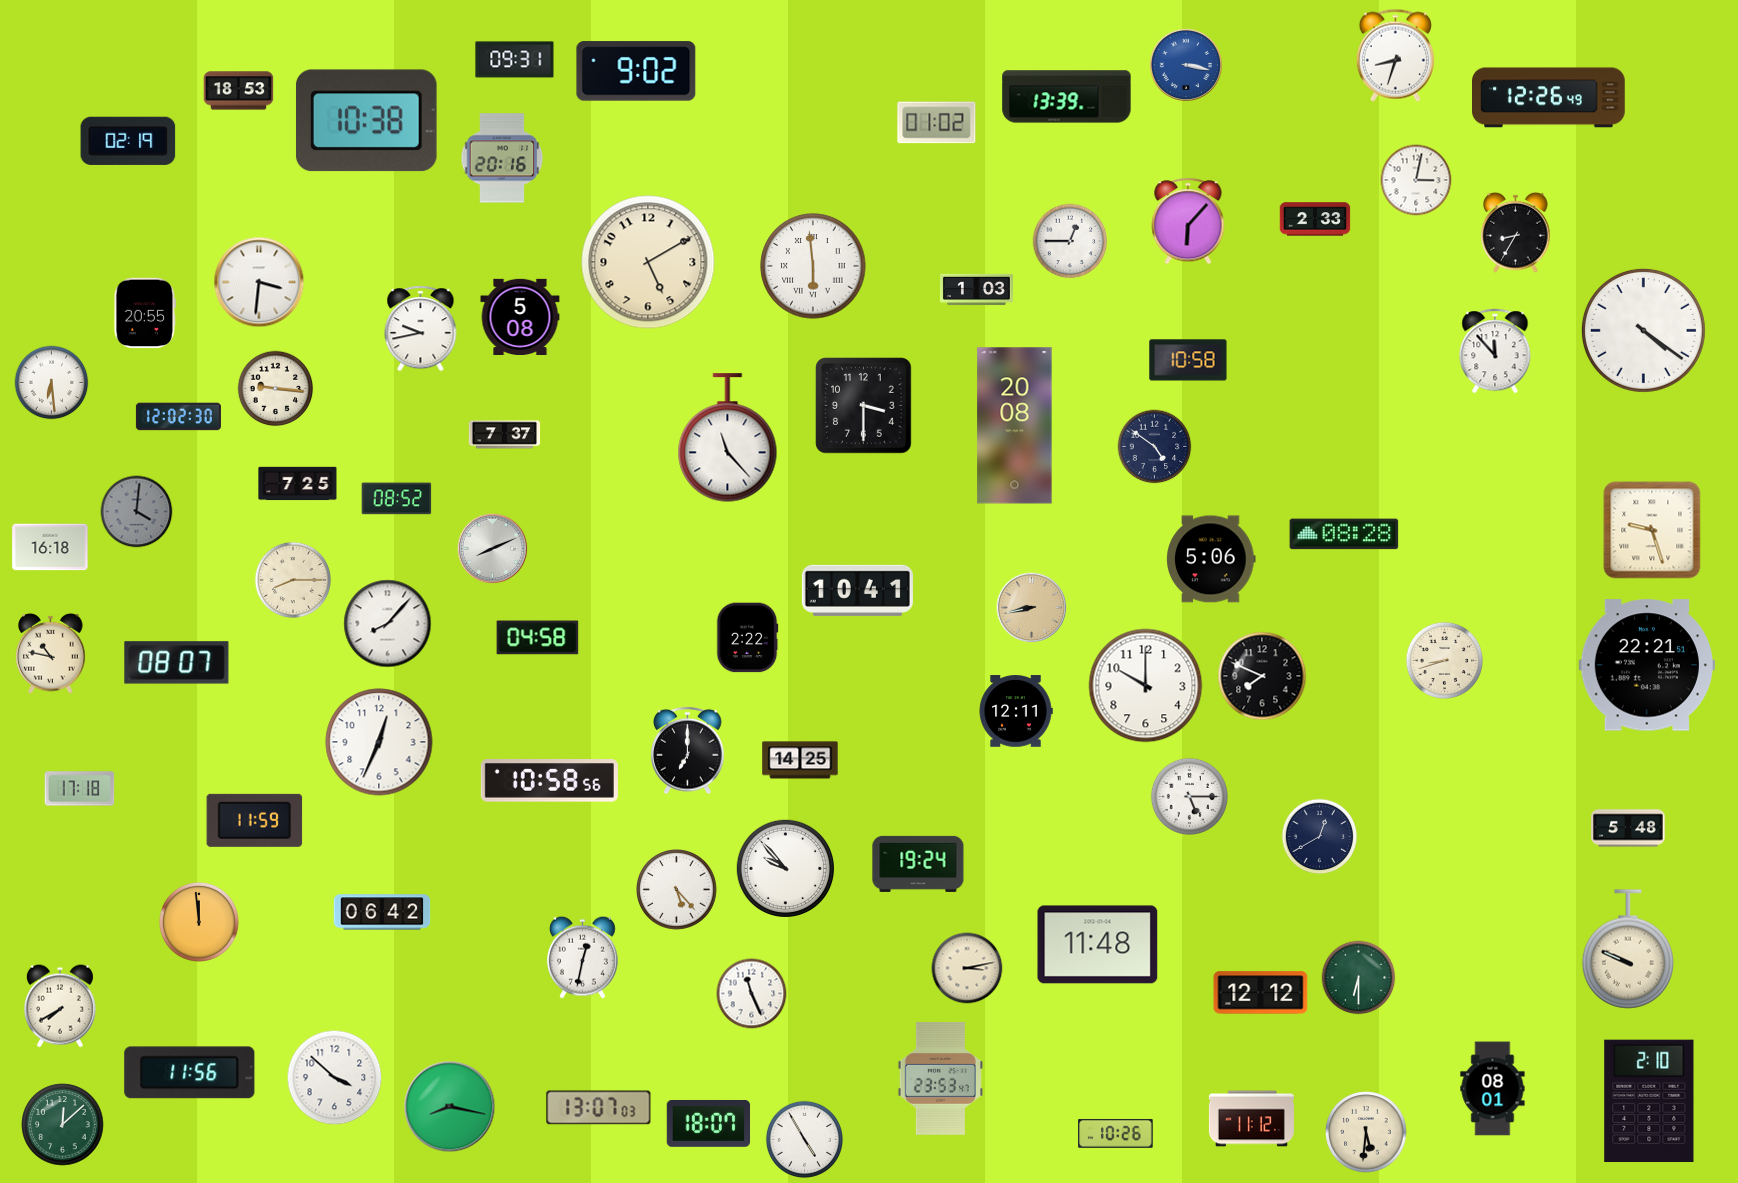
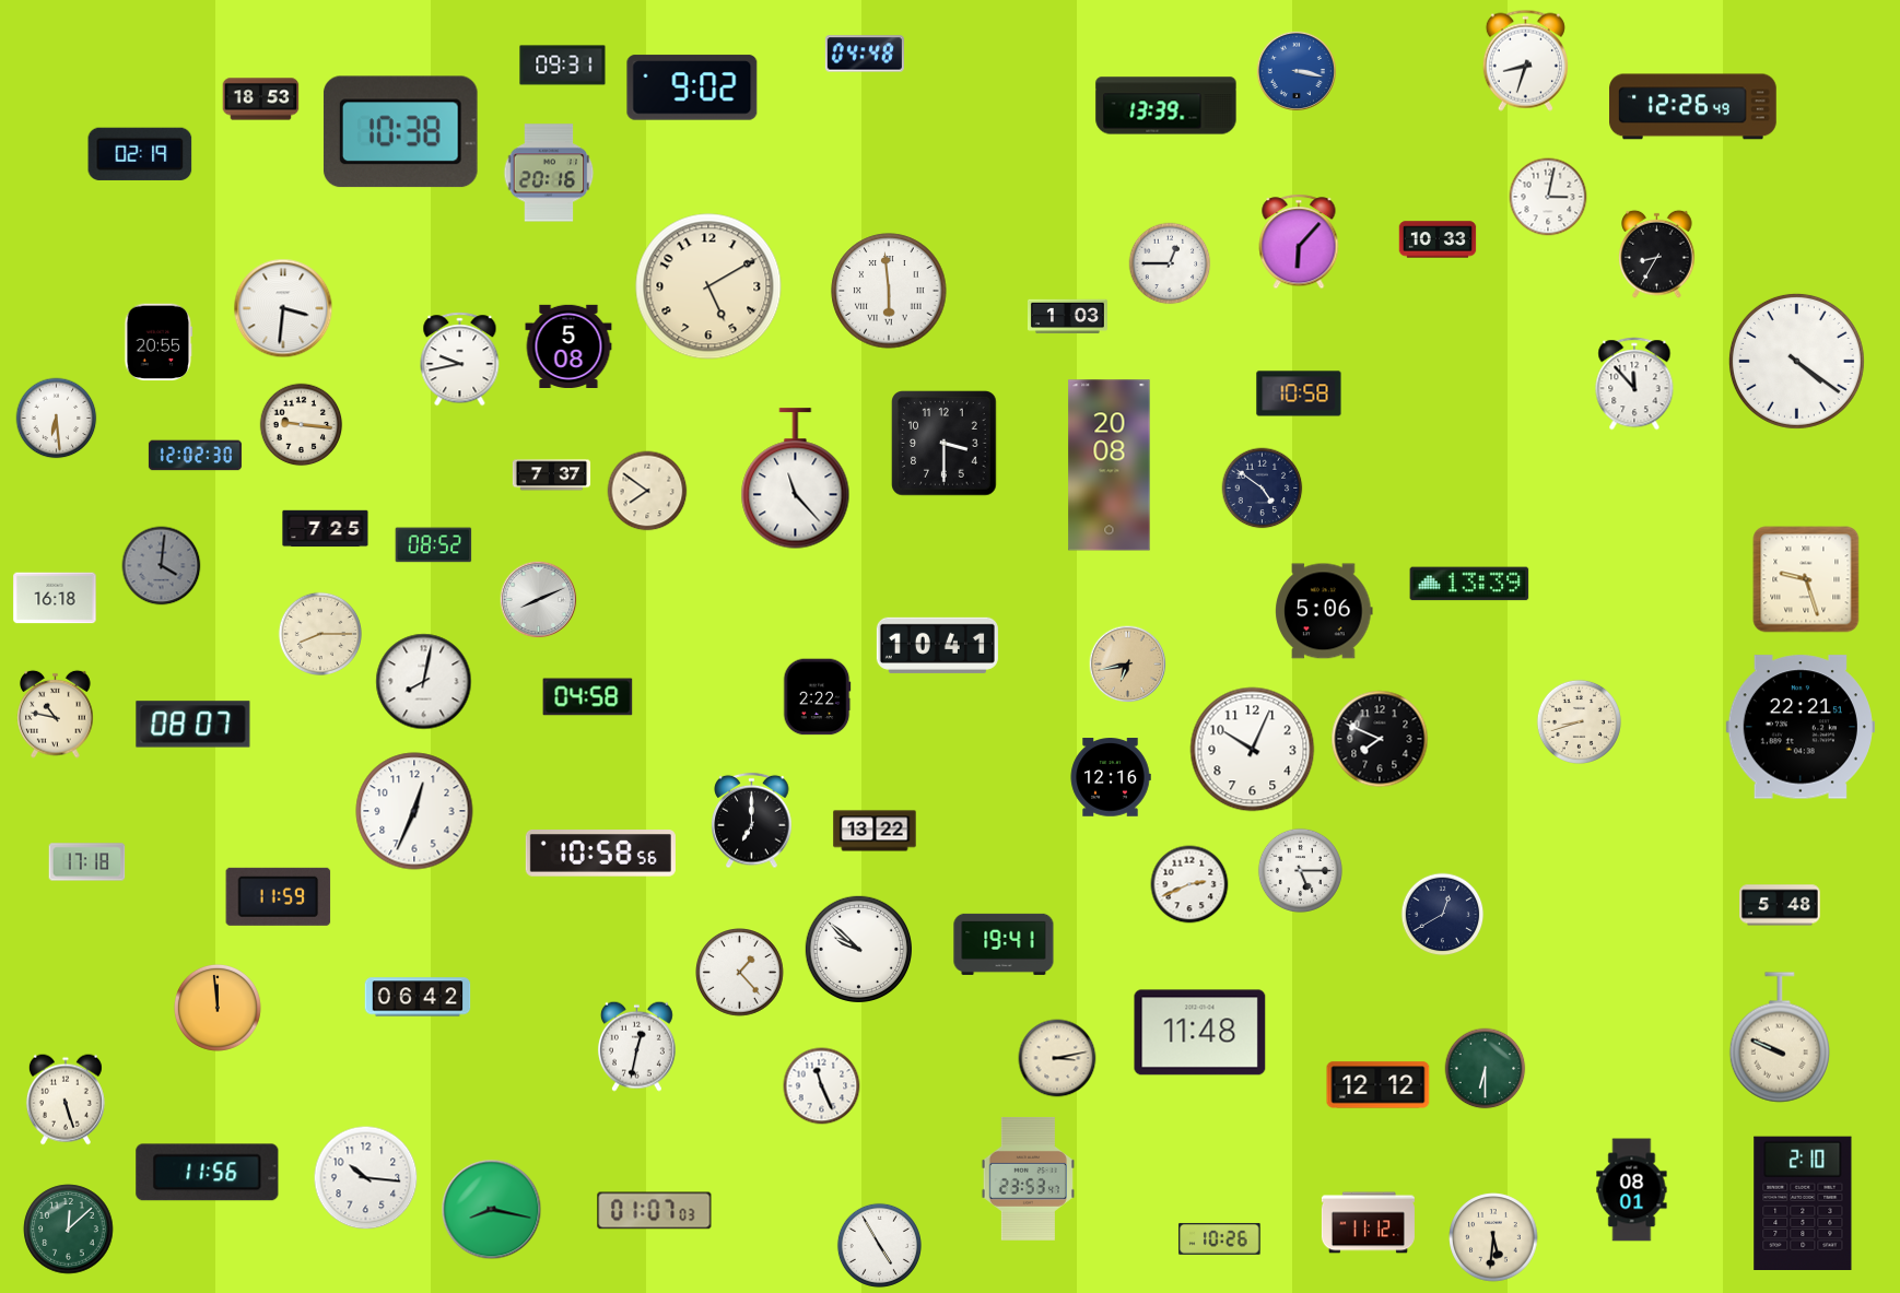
clock at (865, 54): none -> 04:48
clock at (636, 71) position: (636, 71) -> (692, 87)
clock at (937, 123): 01:02 -> none
clock at (1315, 219): 2:33 -> 10:33
clock at (647, 491): none -> 7:51
clock at (137, 512) position: (137, 512) -> (162, 566)
clock at (1344, 534): 08:28 -> 13:39
clock at (1032, 608): 8:43 -> 6:43
clock at (388, 624): 8:07 -> 8:02
clock at (1146, 686): 10:00 -> 10:04
clock at (1016, 711): 12:11 -> 12:16
clock at (800, 760): 14:25 -> 13:22
clock at (1189, 884): none -> 2:41
clock at (918, 864): 19:24 -> 19:41
clock at (785, 868): 9:53 -> 9:52
clock at (677, 890): 5:23 -> 1:23
clock at (60, 1006): 7:40 -> 5:27
clock at (335, 1078): 3:52 -> 10:16
clock at (599, 1108): 13:07 -> 01:07
clock at (709, 1123): 18:07 -> none
